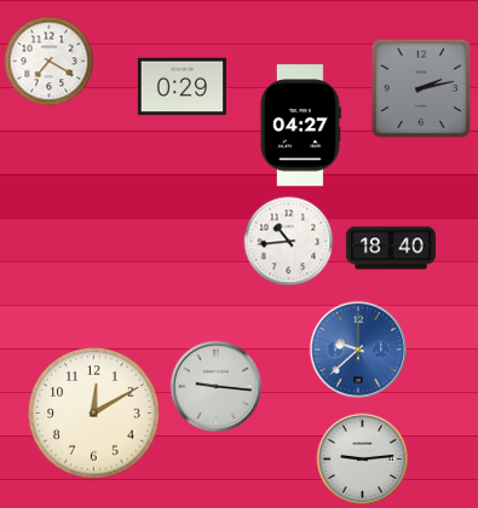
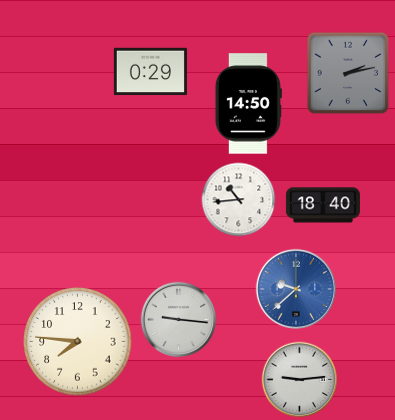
clock at (50, 62): 7:20 -> none
clock at (300, 126): 04:27 -> 14:50
clock at (94, 414): 12:10 -> 7:46
